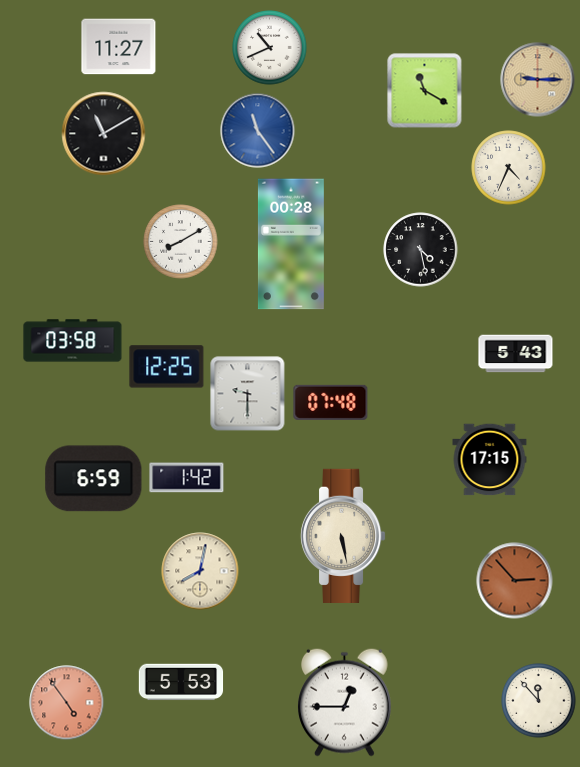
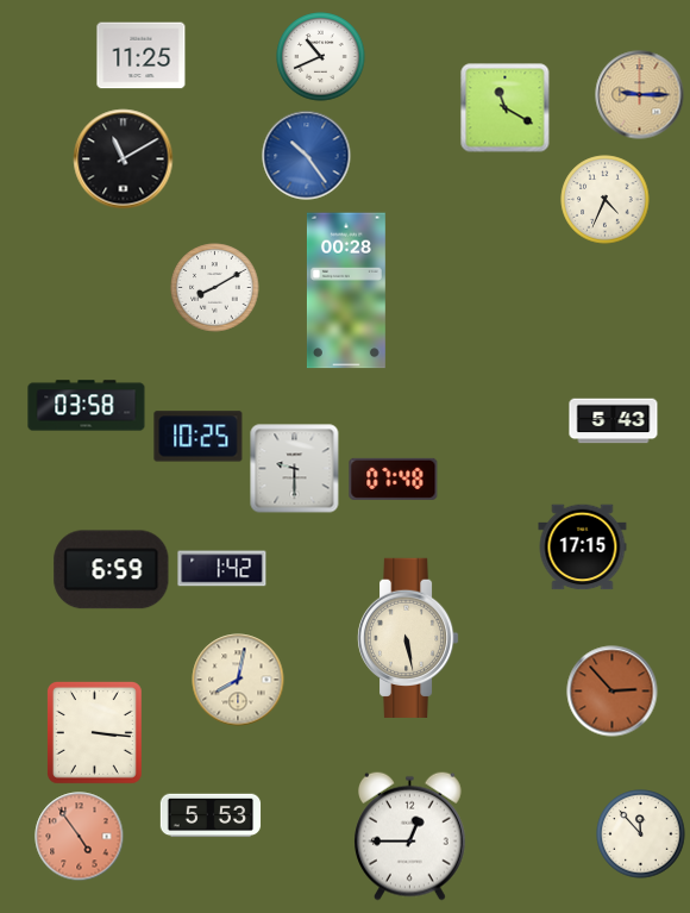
clock at (119, 47): 11:27 -> 11:25
clock at (258, 131): 11:24 -> 10:24
clock at (421, 250): 4:28 -> none
clock at (167, 367): 12:25 -> 10:25
clock at (94, 733): none -> 3:16
clock at (181, 682) position: (181, 682) -> (211, 815)
